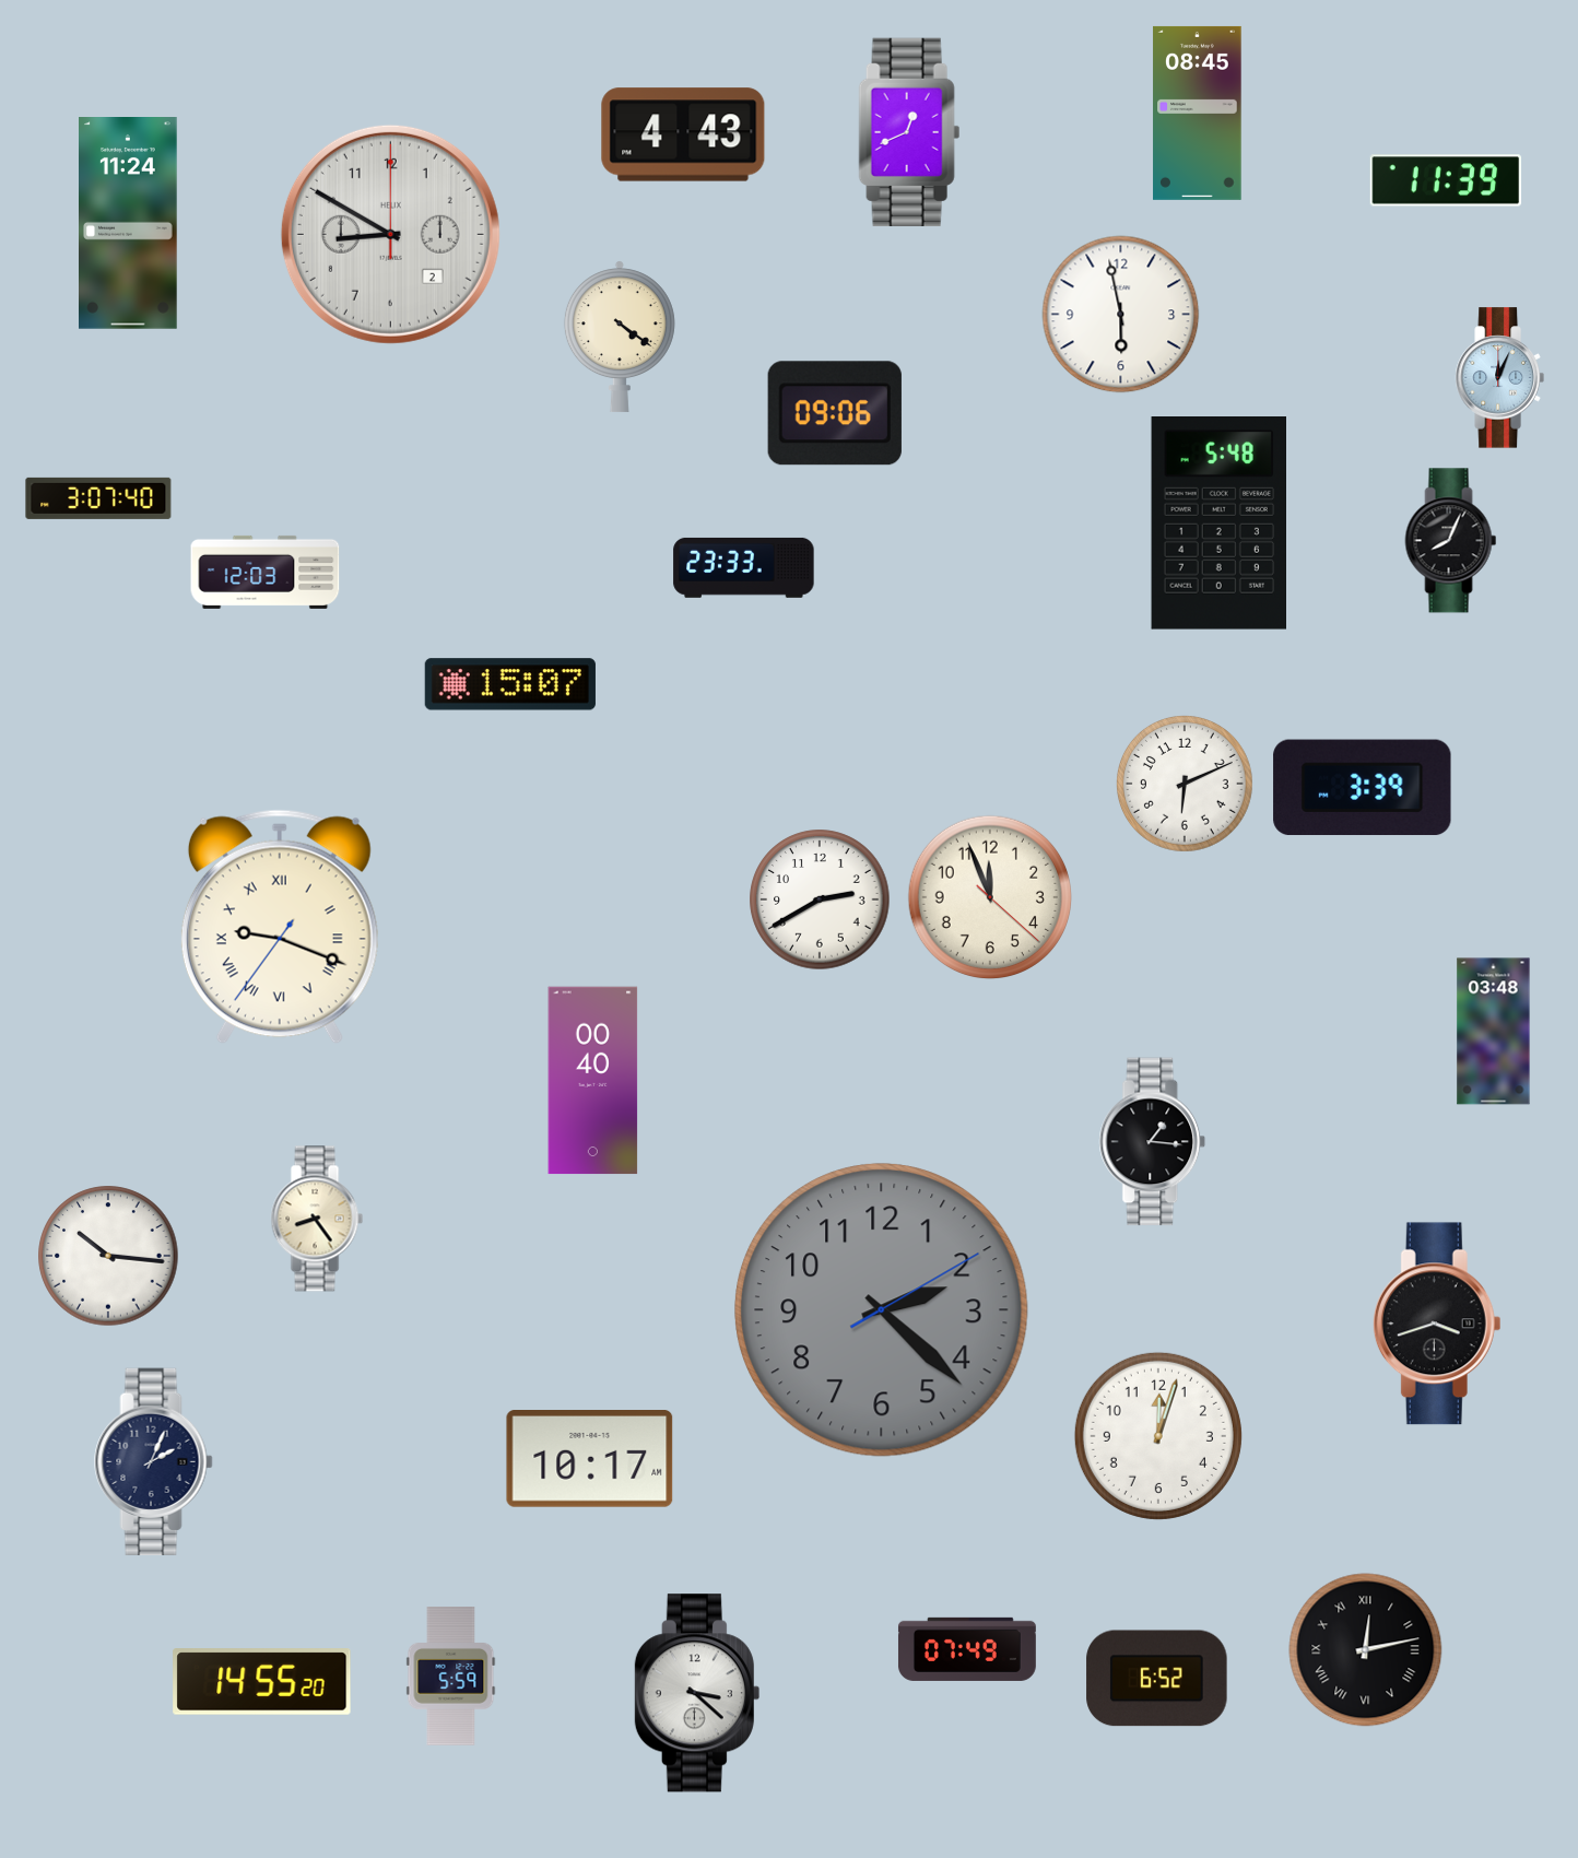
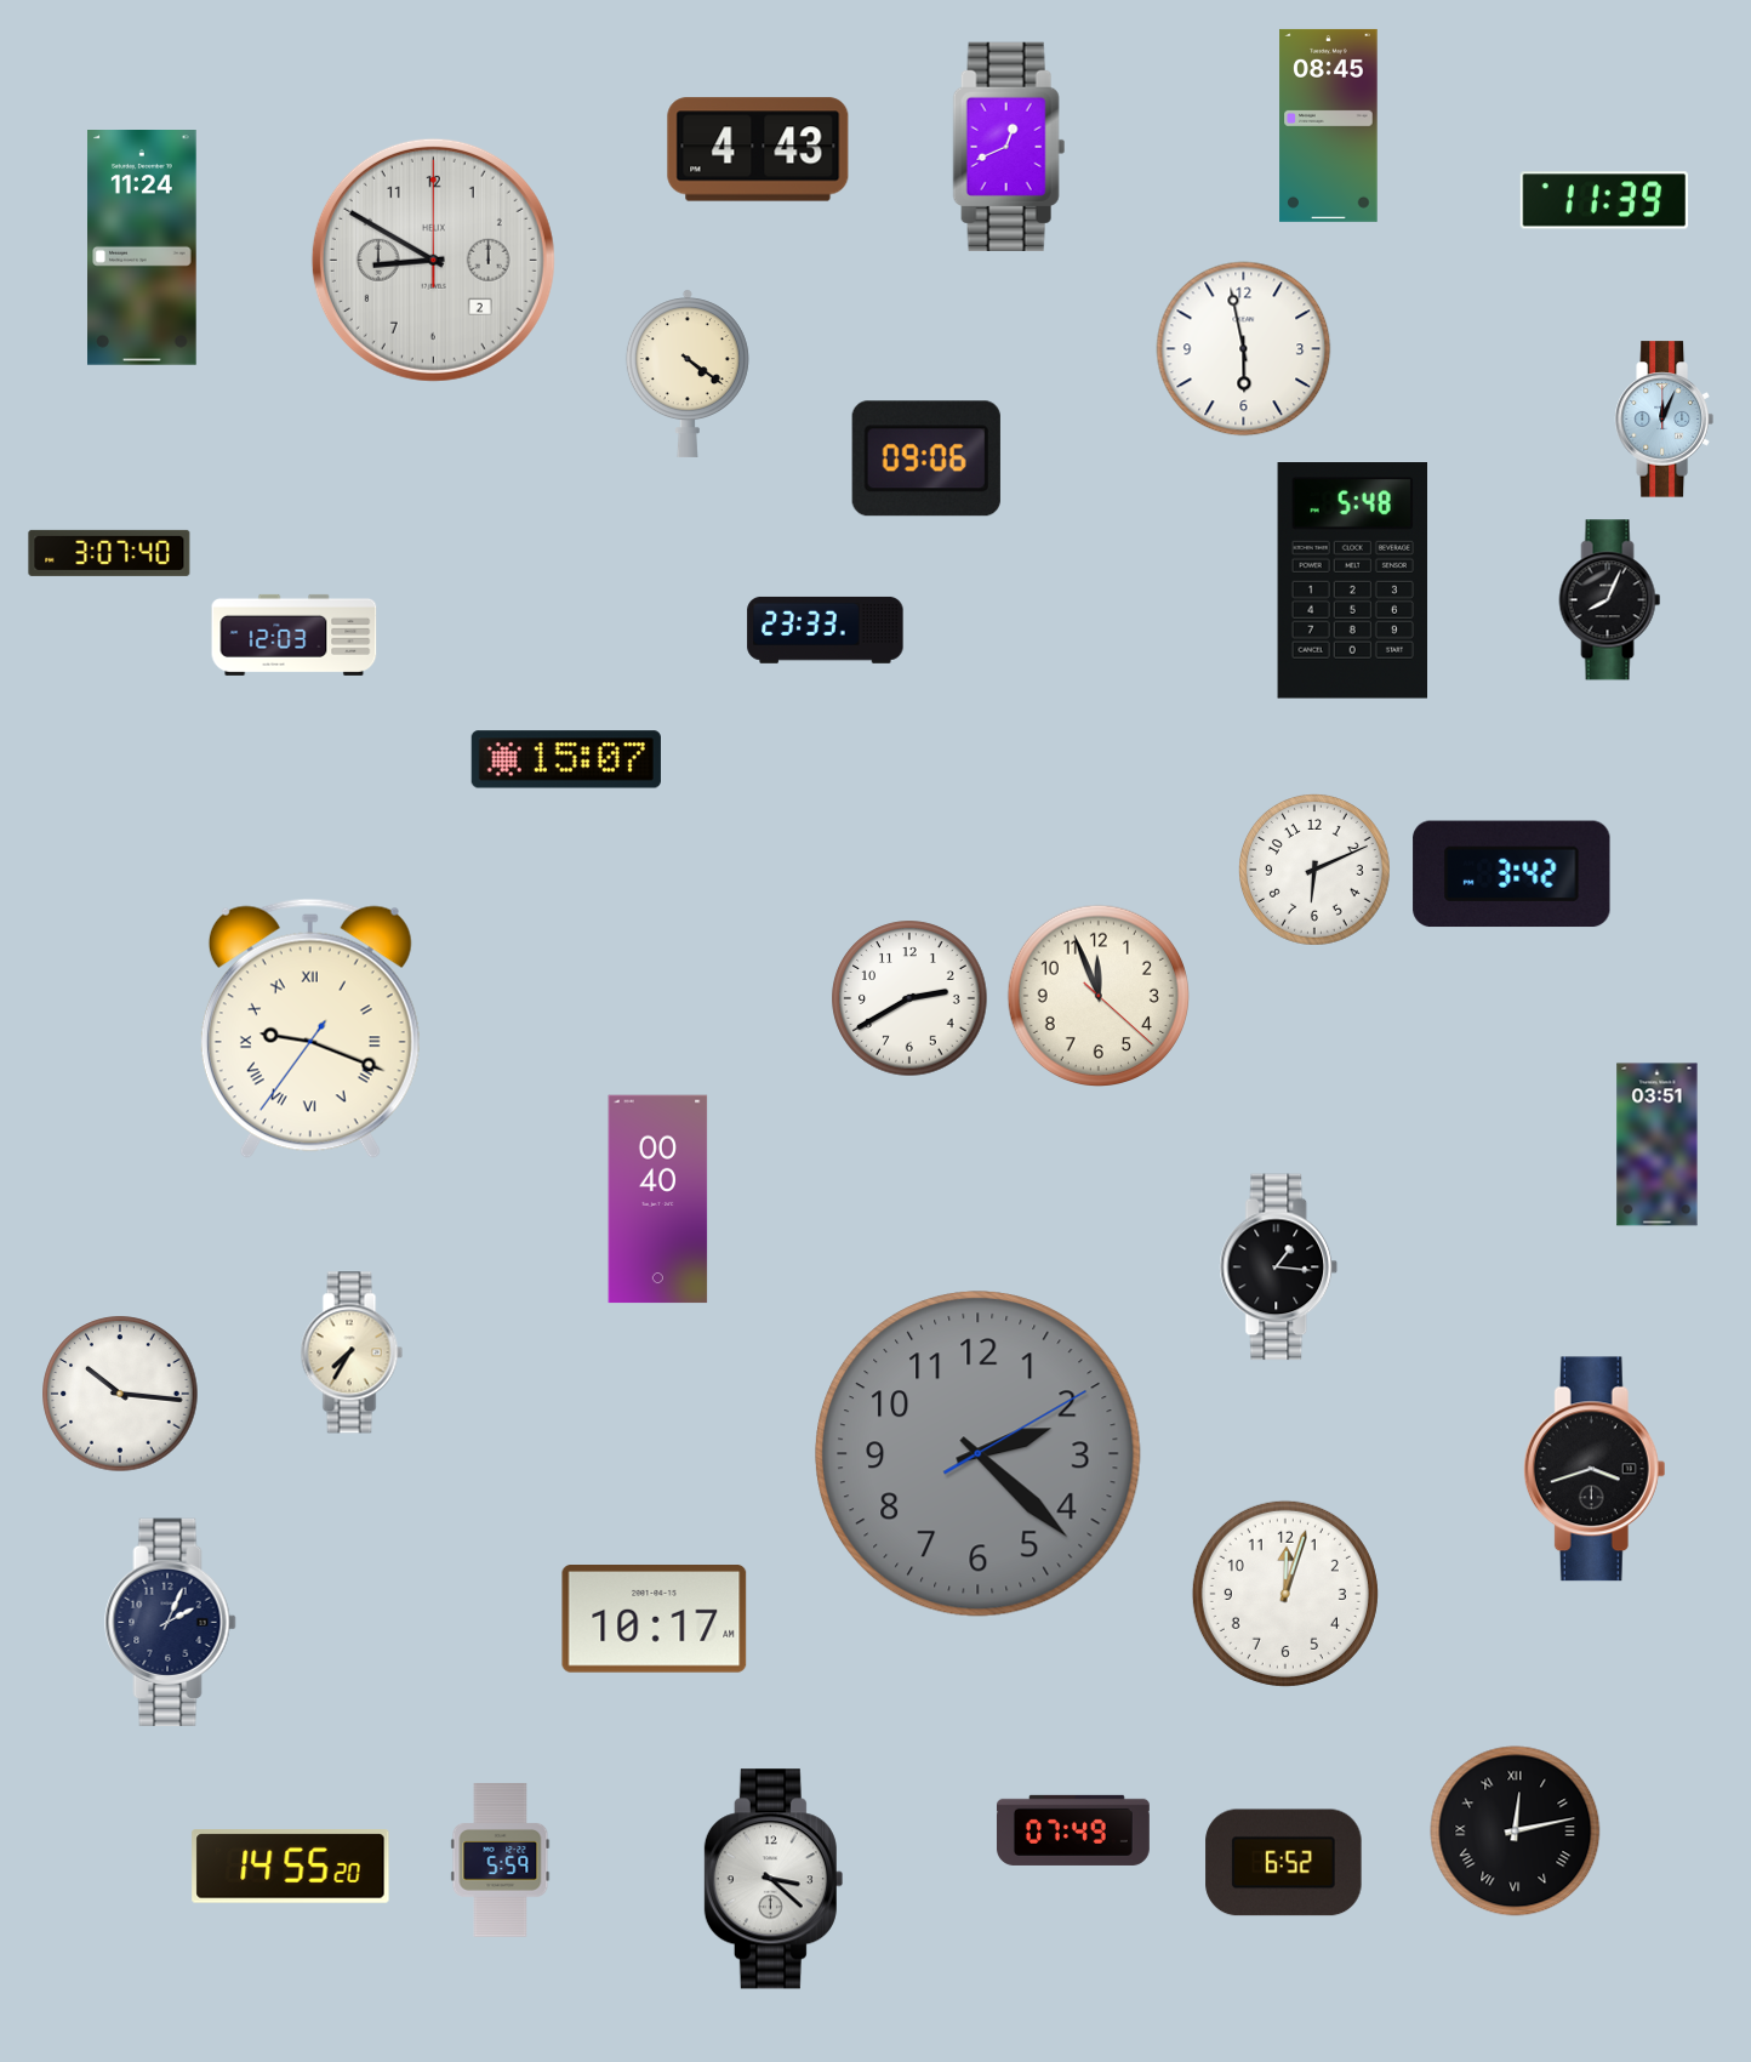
clock at (1363, 788): 3:39 -> 3:42
clock at (1494, 1032): 03:48 -> 03:51
clock at (317, 1219): 8:24 -> 7:35
